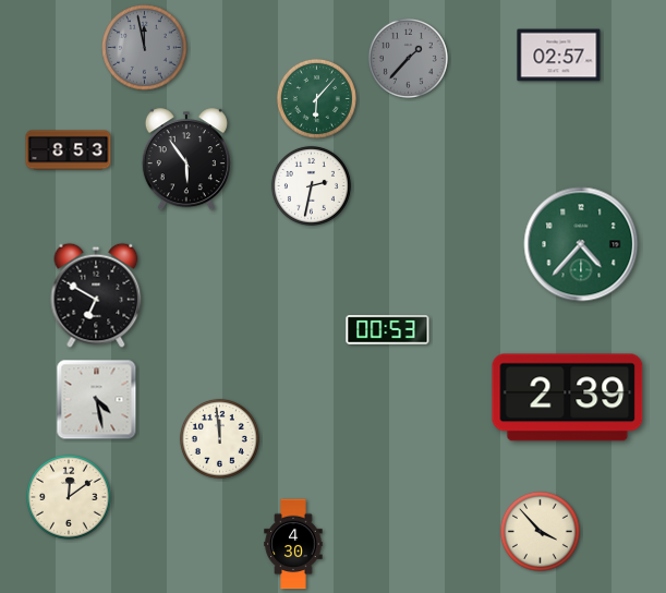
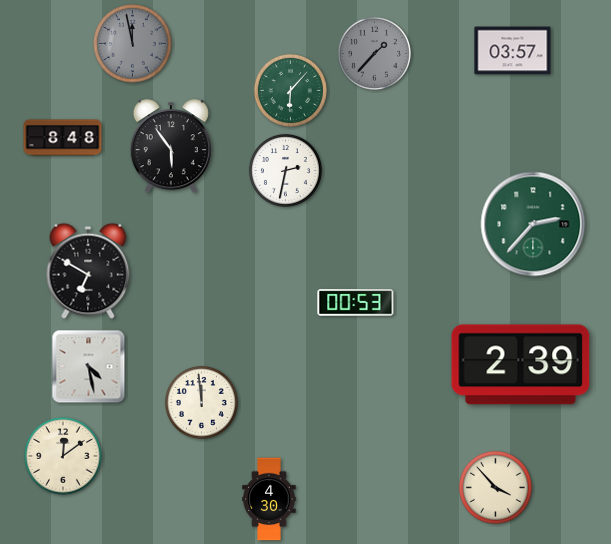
clock at (559, 56): 02:57 -> 03:57
clock at (69, 150): 8:53 -> 8:48
clock at (581, 244): 4:37 -> 2:37
